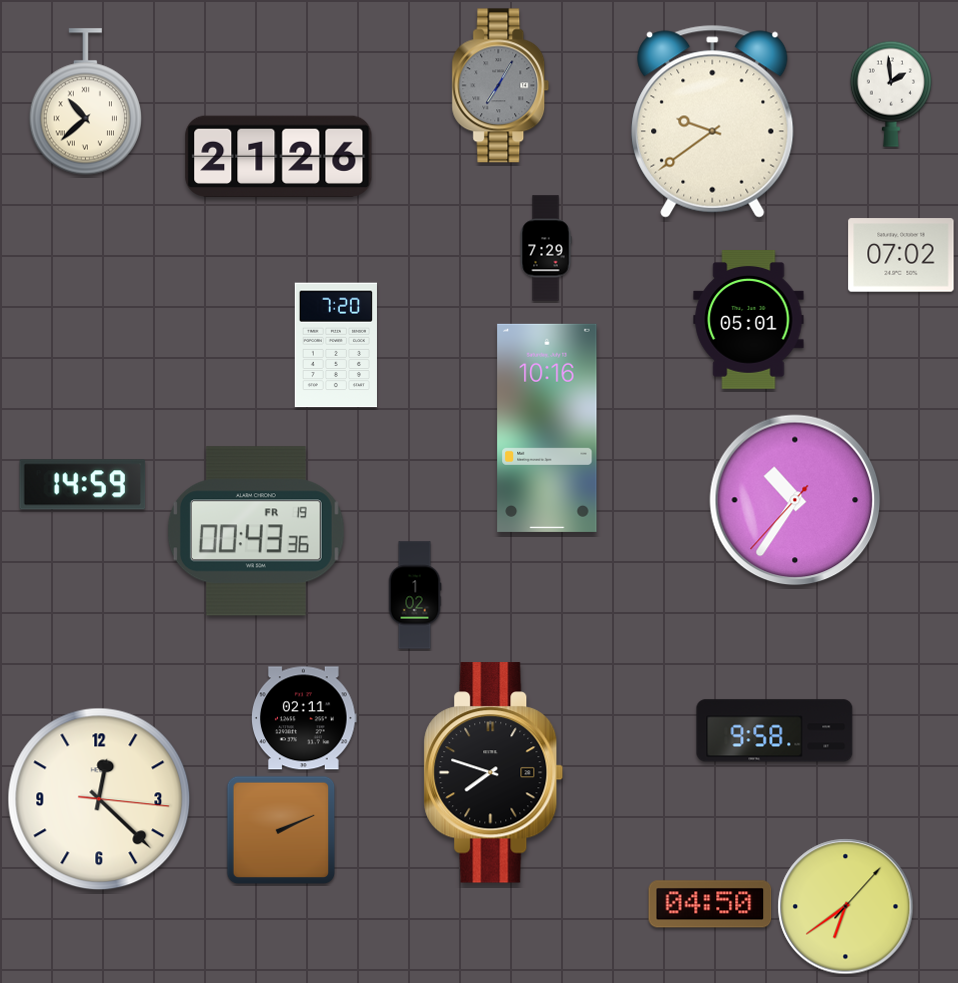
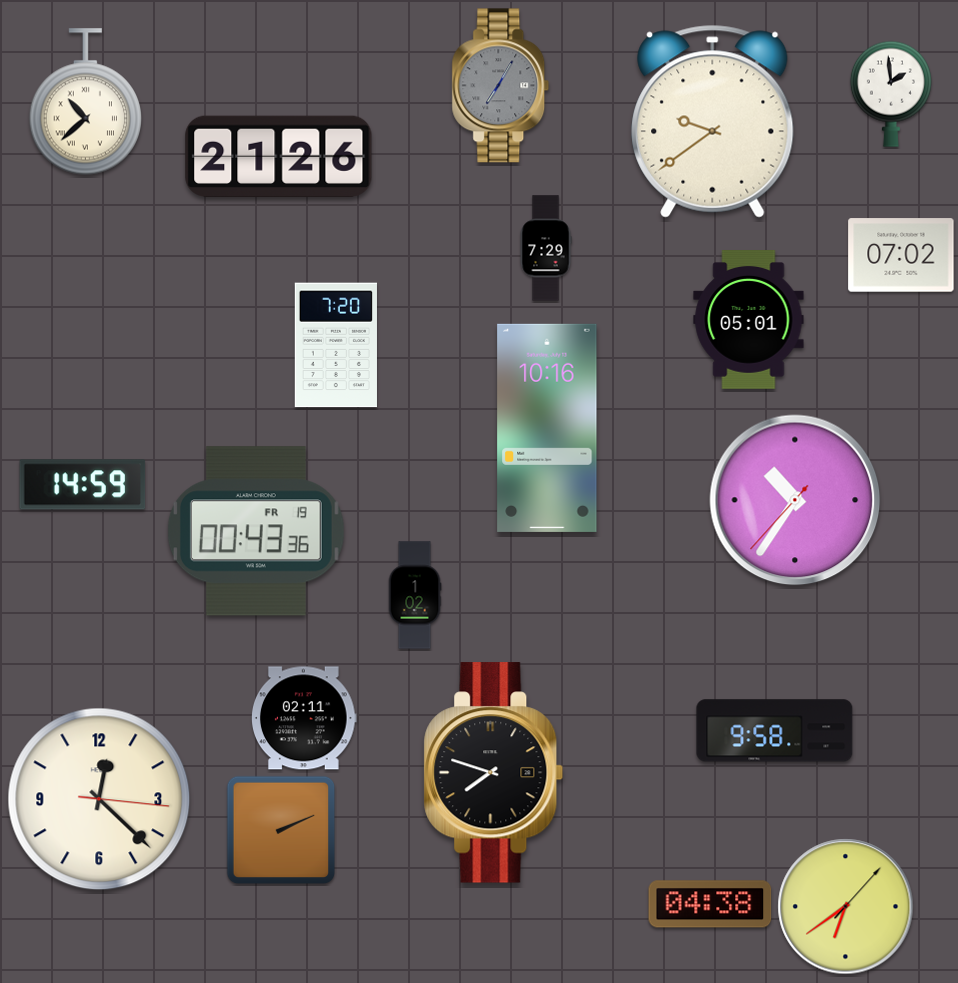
clock at (710, 904): 04:50 -> 04:38
